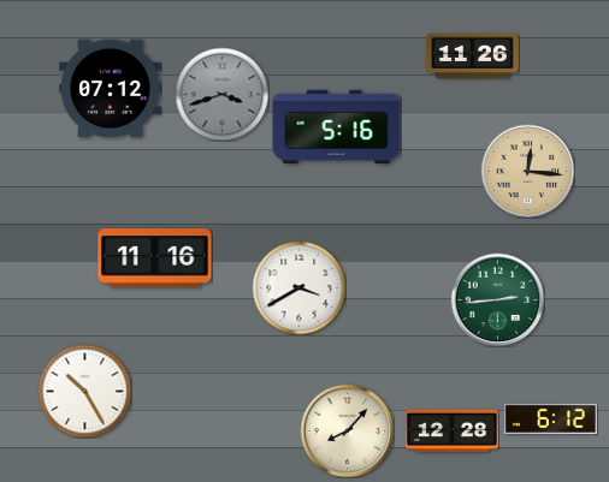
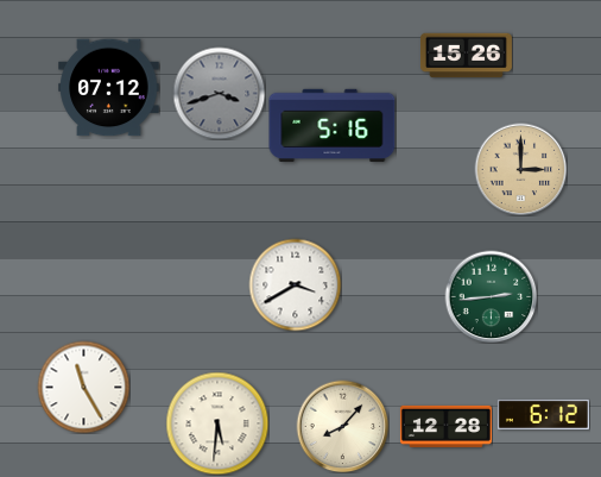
clock at (472, 56): 11:26 -> 15:26
clock at (527, 171): 12:16 -> 3:00
clock at (155, 258): 11:16 -> none
clock at (84, 391): 10:25 -> 11:25
clock at (217, 423): none -> 5:31
